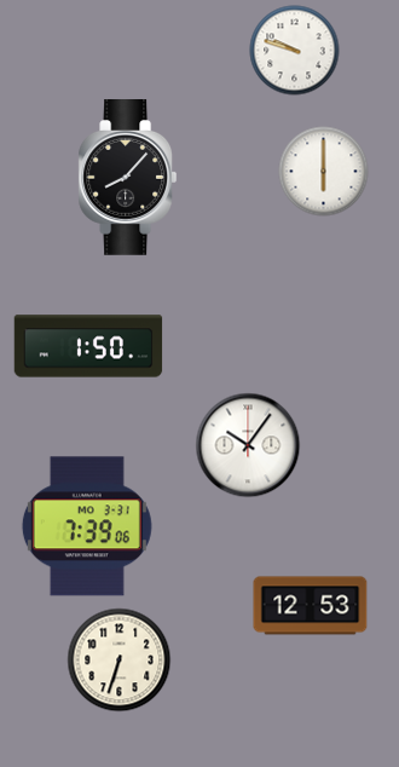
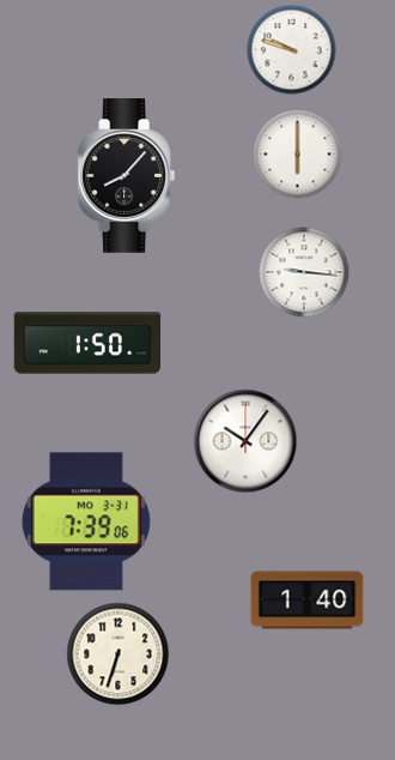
clock at (324, 172) position: (324, 172) -> (298, 155)
clock at (304, 272): none -> 9:16
clock at (311, 606): 12:53 -> 1:40
